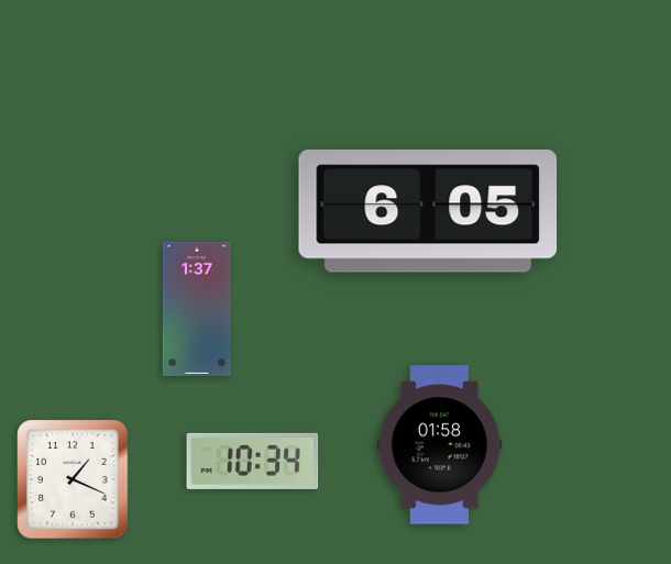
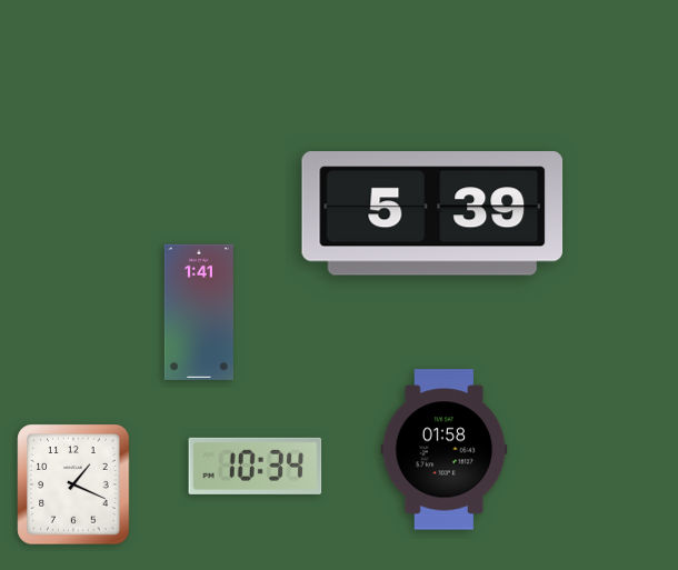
clock at (428, 211): 6:05 -> 5:39
clock at (197, 309): 1:37 -> 1:41
